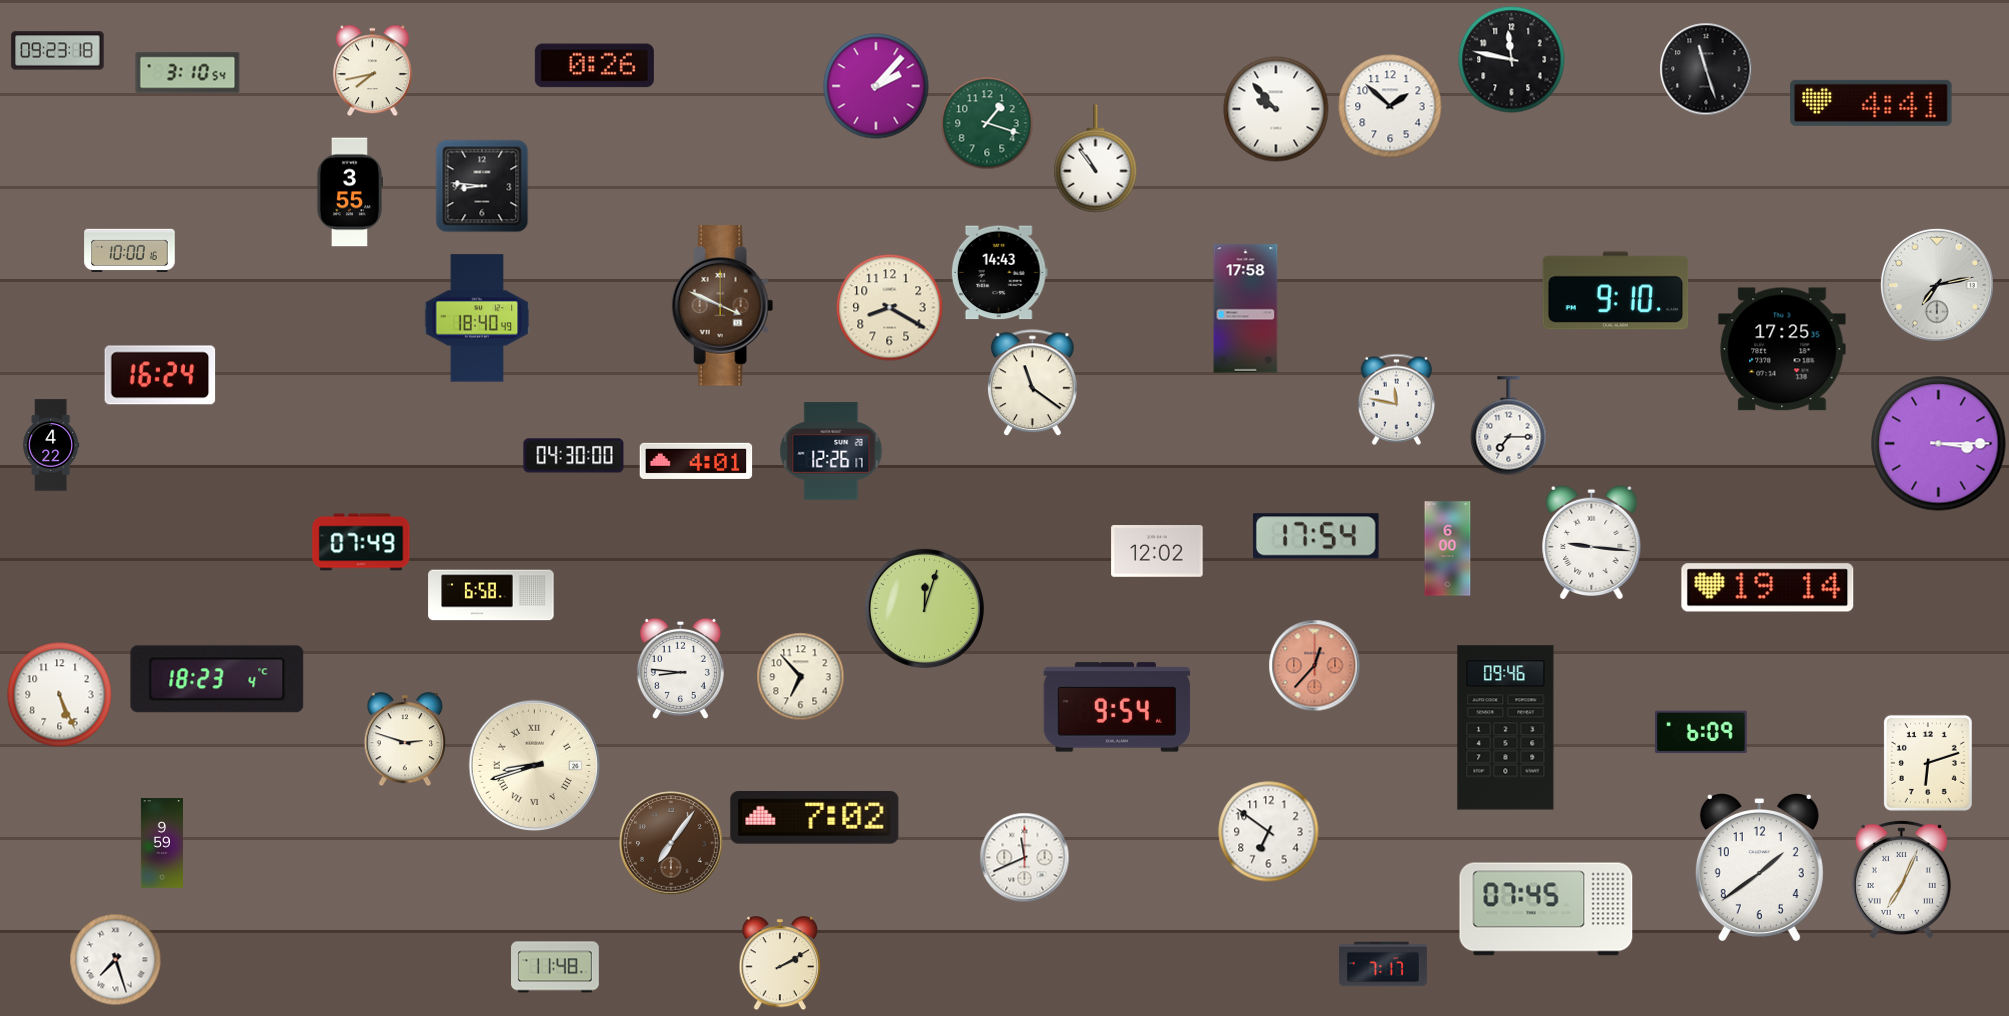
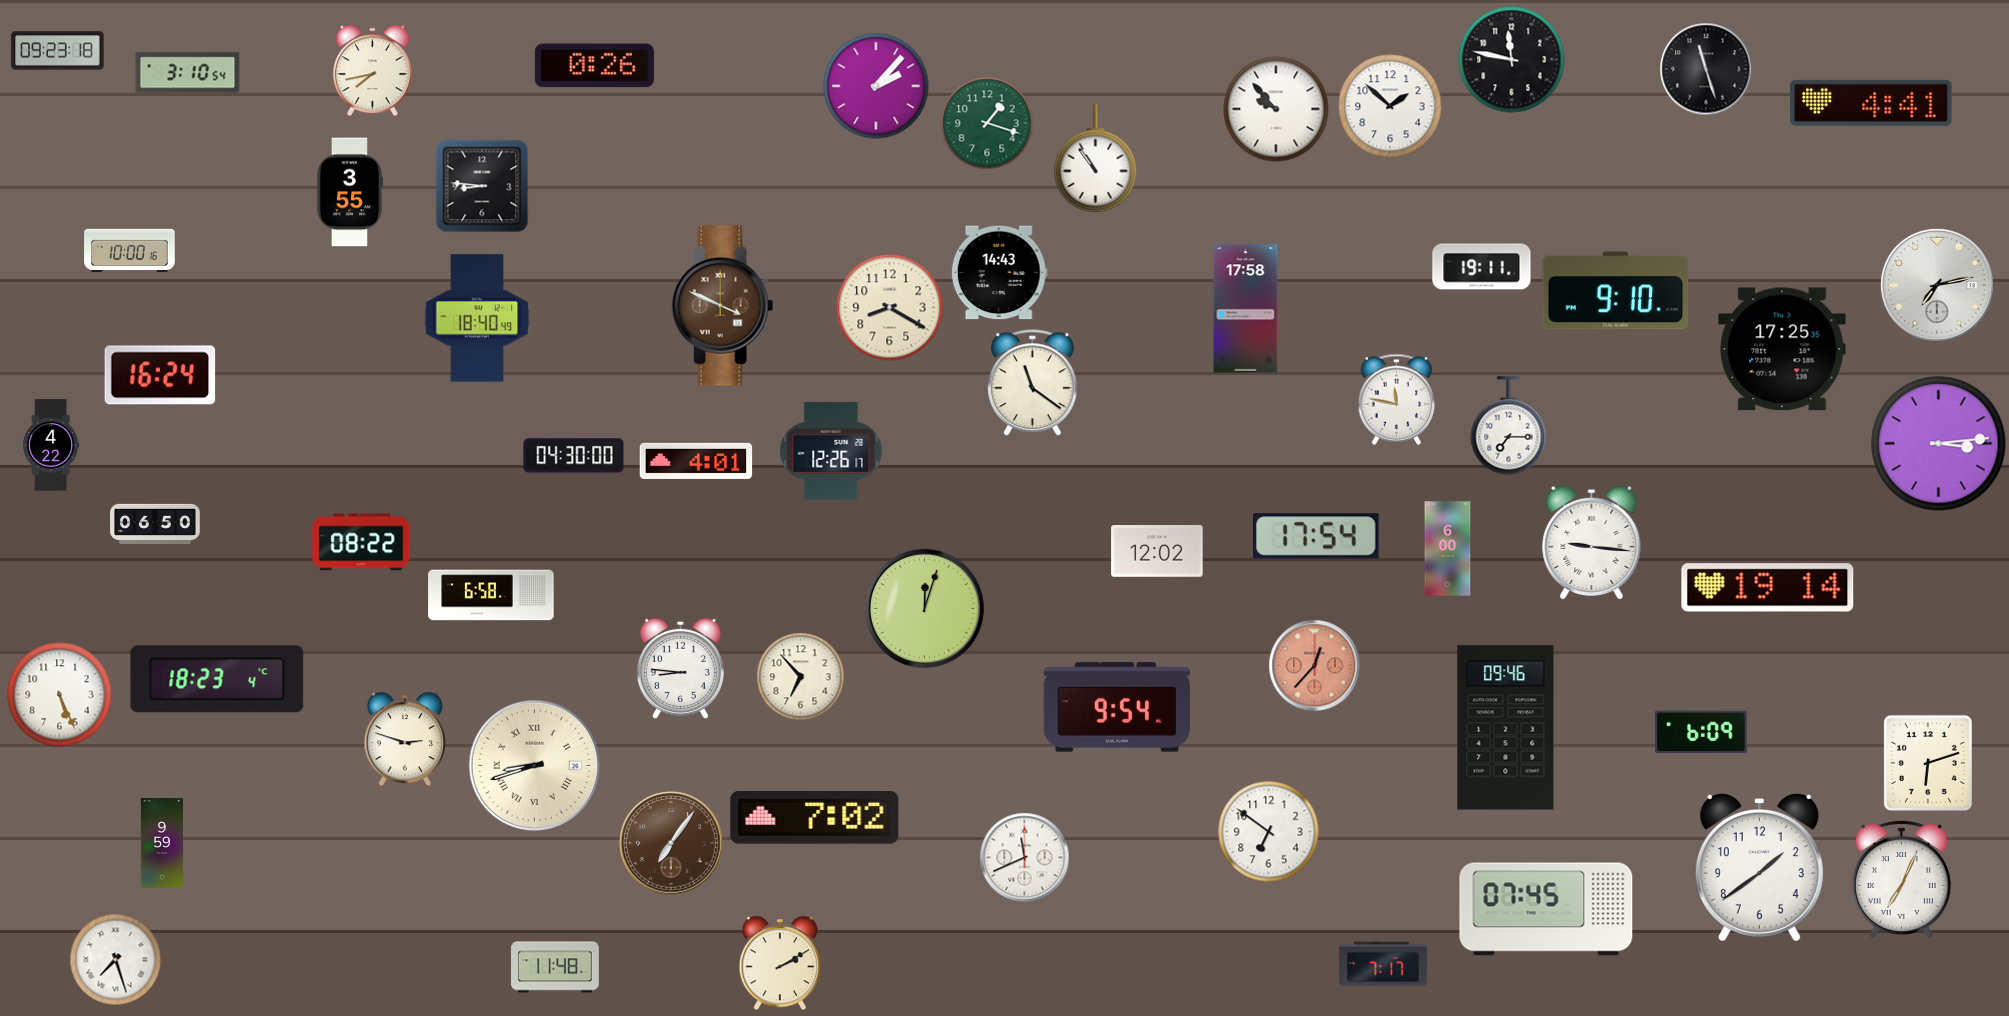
clock at (1482, 267): none -> 19:11
clock at (1939, 444): 3:15 -> 3:14
clock at (155, 523): none -> 06:50
clock at (361, 542): 07:49 -> 08:22
